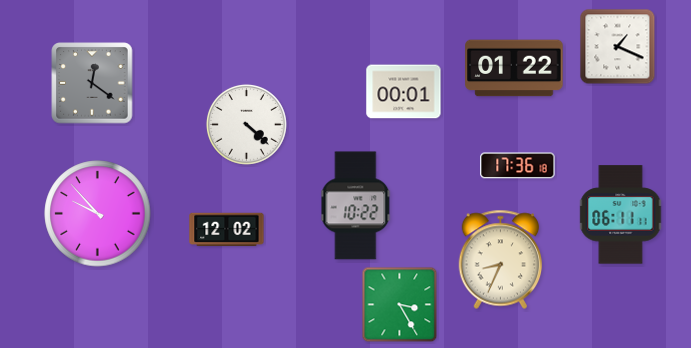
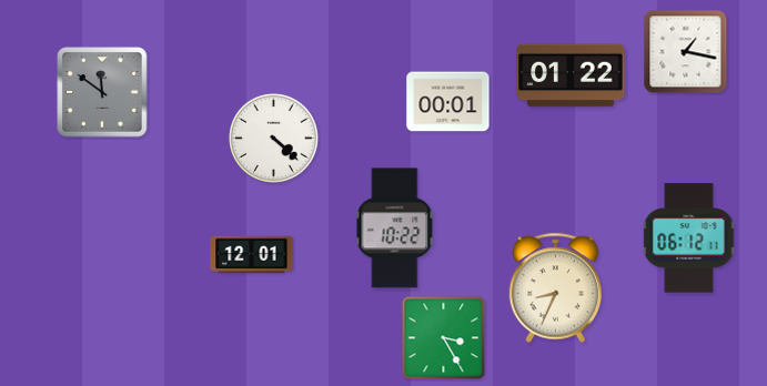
clock at (618, 47): 1:19 -> 1:17
clock at (92, 83): 12:21 -> 11:51
clock at (518, 166): 17:36 -> none
clock at (98, 214): 9:53 -> none
clock at (621, 215): 06:11 -> 06:12
clock at (227, 230): 12:02 -> 12:01
